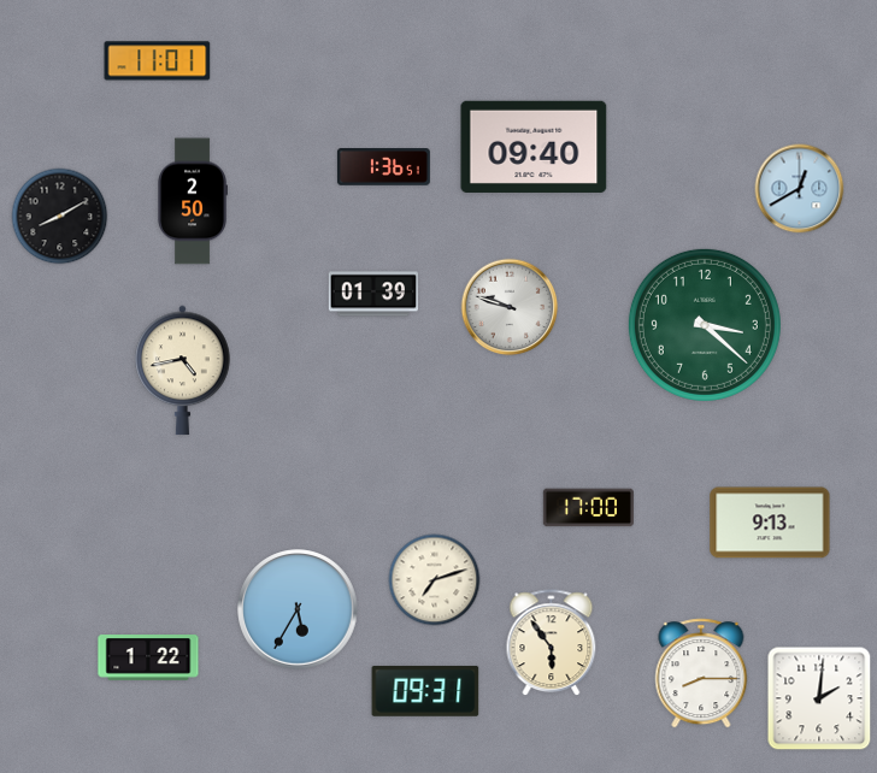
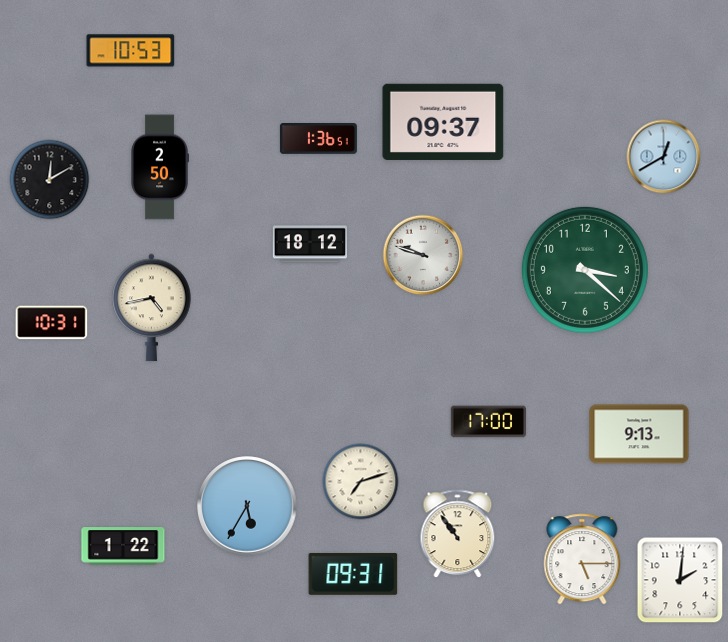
clock at (158, 61): 11:01 -> 10:53
clock at (534, 147): 09:40 -> 09:37
clock at (60, 217): 8:10 -> 12:10
clock at (373, 294): 01:39 -> 18:12
clock at (52, 323): none -> 10:31
clock at (552, 643): 5:54 -> 10:54
clock at (701, 673): 8:15 -> 5:15
